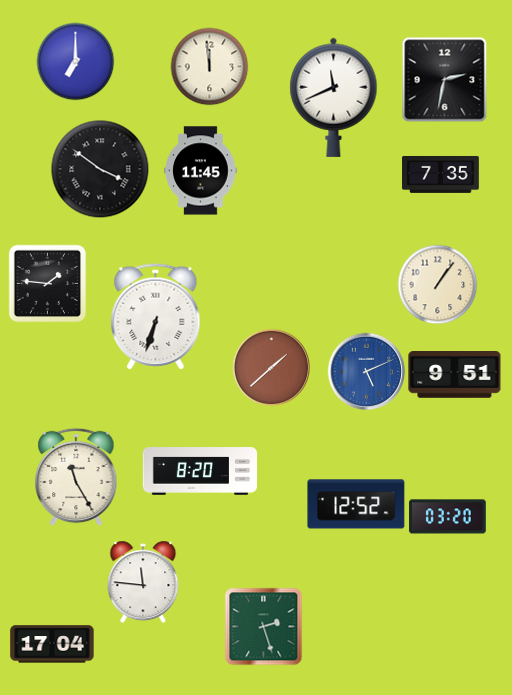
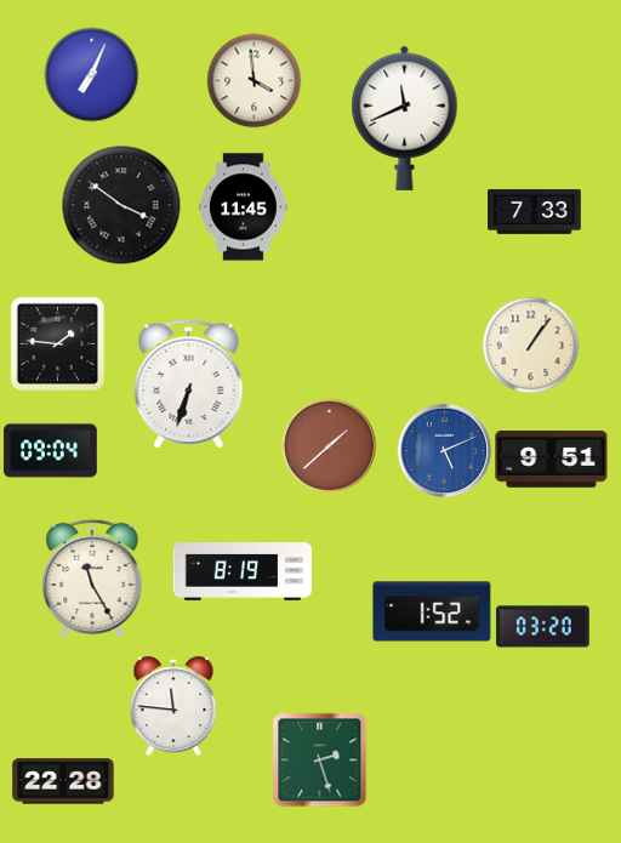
clock at (75, 61): 7:00 -> 7:04
clock at (209, 66): 11:59 -> 3:59
clock at (444, 79): 2:32 -> none
clock at (441, 174): 7:35 -> 7:33
clock at (51, 451): none -> 09:04
clock at (455, 375) position: (455, 375) -> (552, 460)
clock at (200, 471): 8:20 -> 8:19
clock at (356, 504): 12:52 -> 1:52
clock at (52, 644): 17:04 -> 22:28
